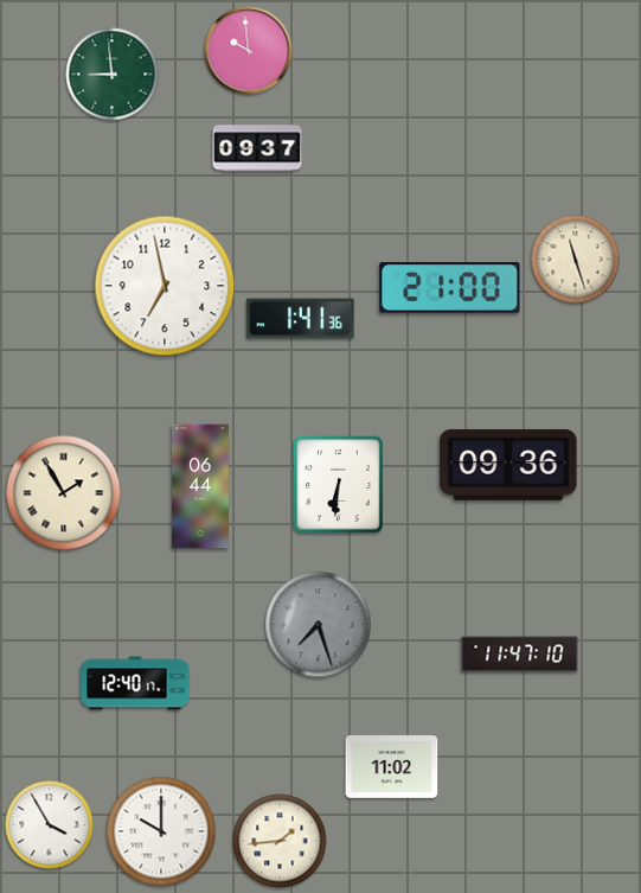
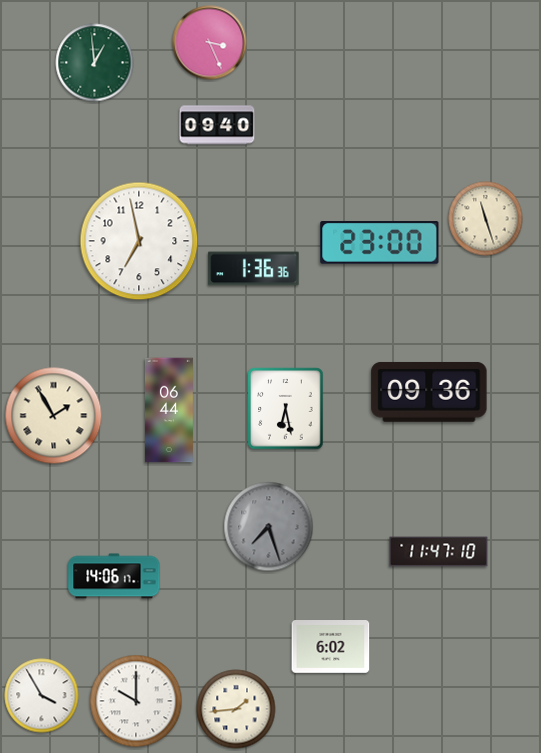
clock at (249, 51): 9:59 -> 3:26
clock at (113, 75): 8:59 -> 12:59
clock at (257, 148): 09:37 -> 09:40
clock at (450, 288): 21:00 -> 23:00
clock at (301, 319): 1:41 -> 1:36
clock at (339, 485): 6:31 -> 6:28
clock at (135, 683): 12:40 -> 14:06
clock at (392, 767): 11:02 -> 6:02
